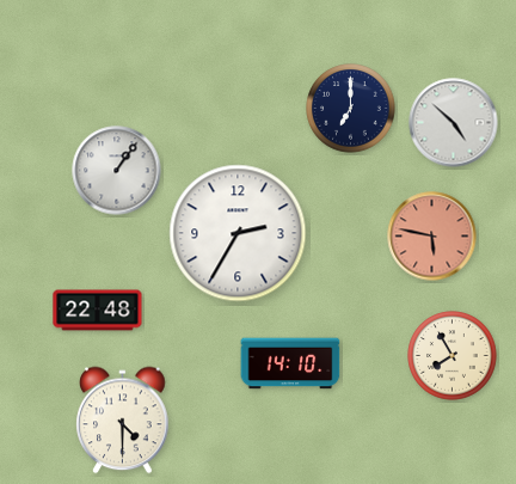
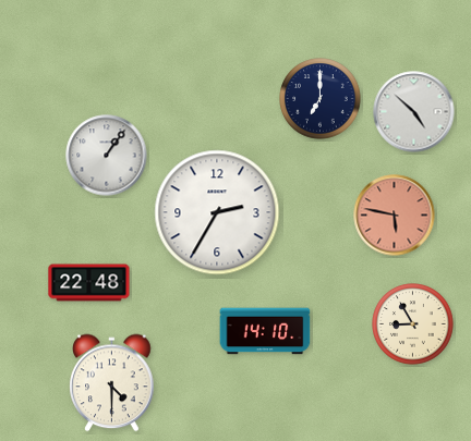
clock at (453, 356): 7:55 -> 8:55
